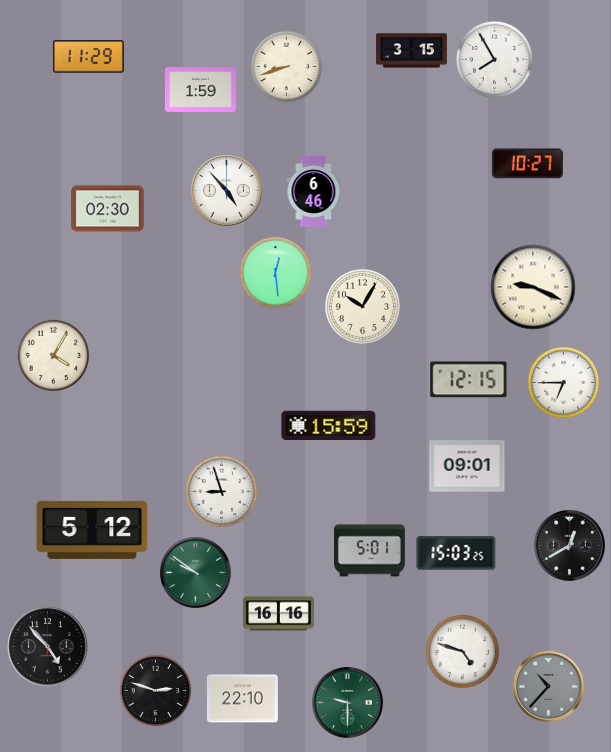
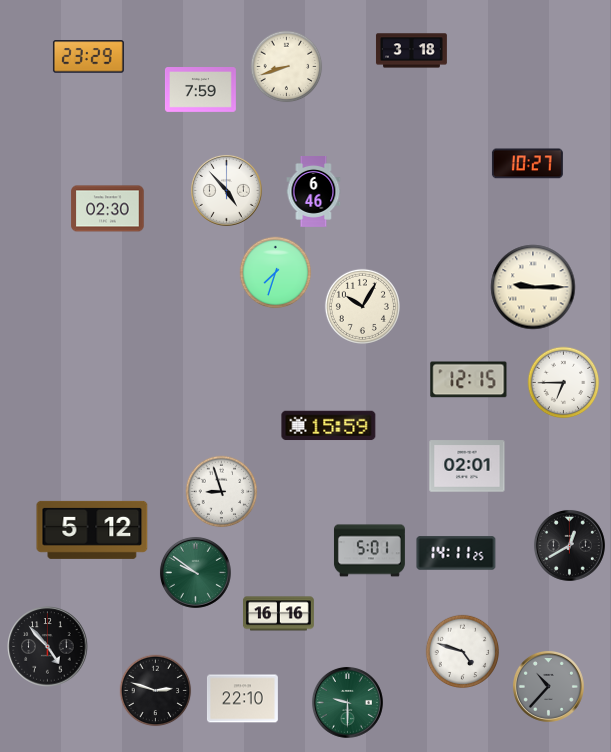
clock at (411, 51): 3:15 -> 3:18
clock at (88, 57): 11:29 -> 23:29
clock at (494, 59): 7:55 -> none
clock at (200, 90): 1:59 -> 7:59
clock at (276, 273): 12:29 -> 7:33
clock at (533, 287): 9:19 -> 9:15
clock at (54, 356): 4:05 -> none
clock at (467, 466): 09:01 -> 02:01
clock at (456, 553): 15:03 -> 14:11
